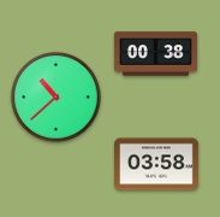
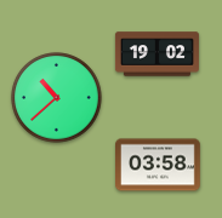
clock at (155, 54): 00:38 -> 19:02
